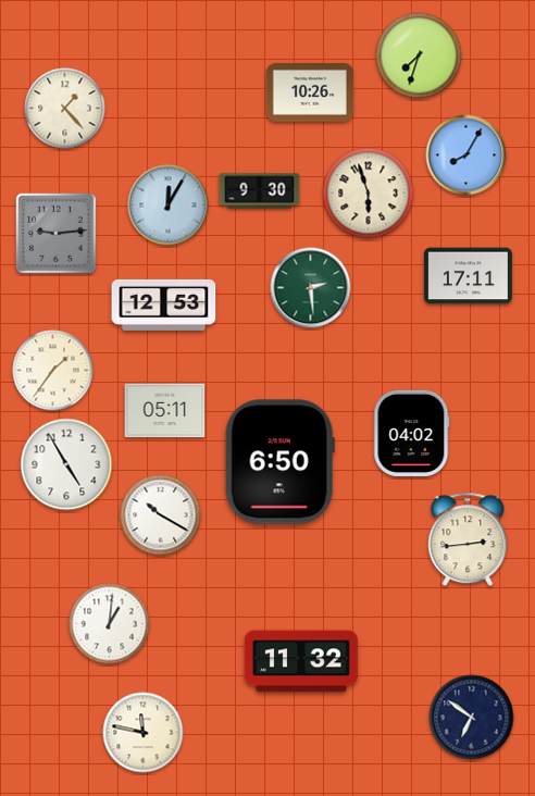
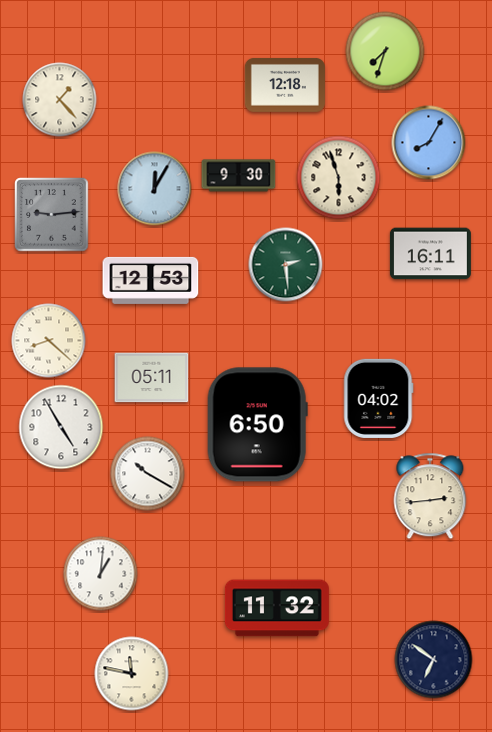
clock at (310, 92): 10:26 -> 12:18
clock at (468, 276): 17:11 -> 16:11
clock at (53, 371): 1:36 -> 8:22
